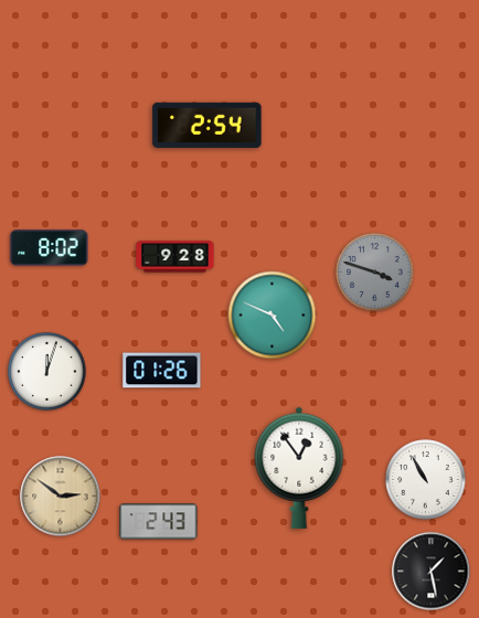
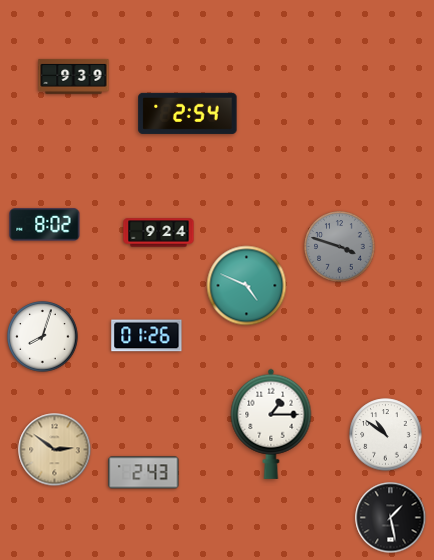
clock at (74, 76): none -> 9:39
clock at (175, 257): 9:28 -> 9:24
clock at (47, 372): 12:03 -> 8:03
clock at (299, 468): 12:54 -> 1:15
clock at (426, 480): 10:55 -> 10:51
